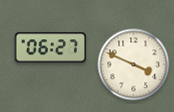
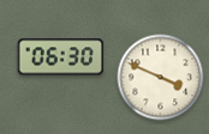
clock at (51, 48): 06:27 -> 06:30
